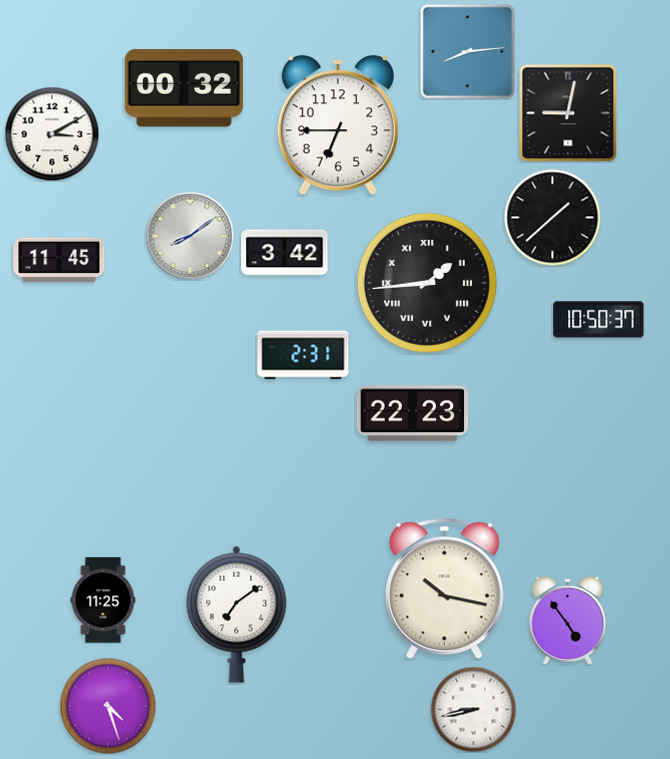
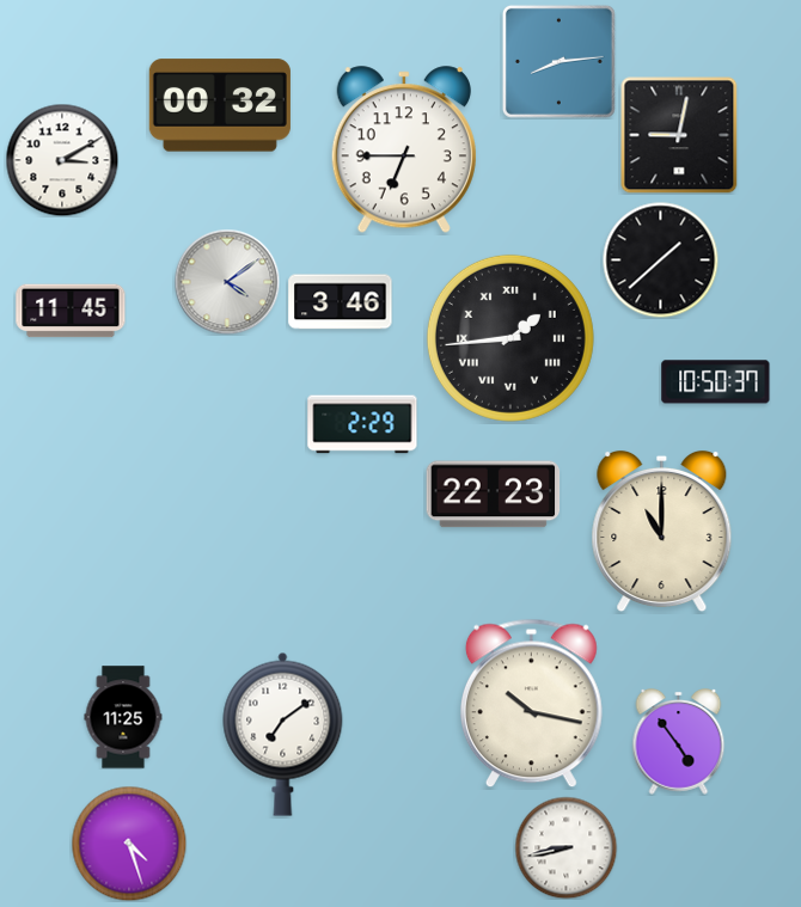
clock at (190, 236): 8:09 -> 4:09
clock at (285, 253): 3:42 -> 3:46
clock at (303, 355): 2:31 -> 2:29
clock at (662, 532): none -> 11:00
